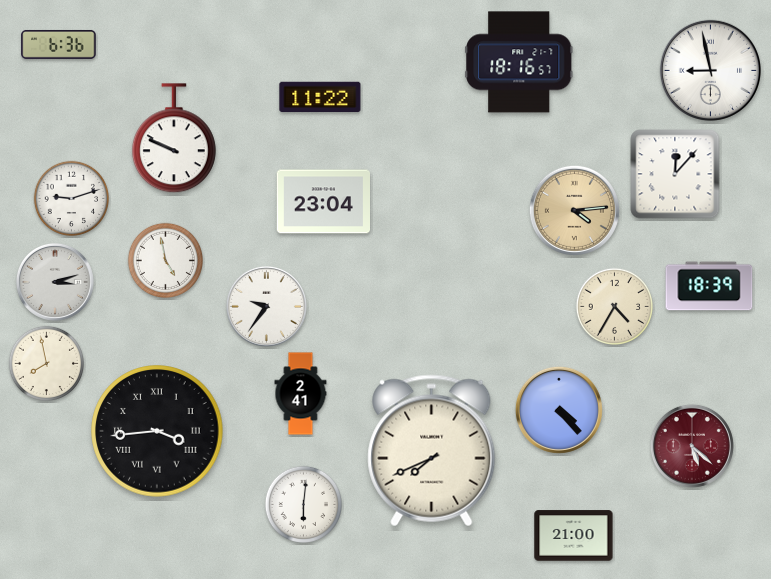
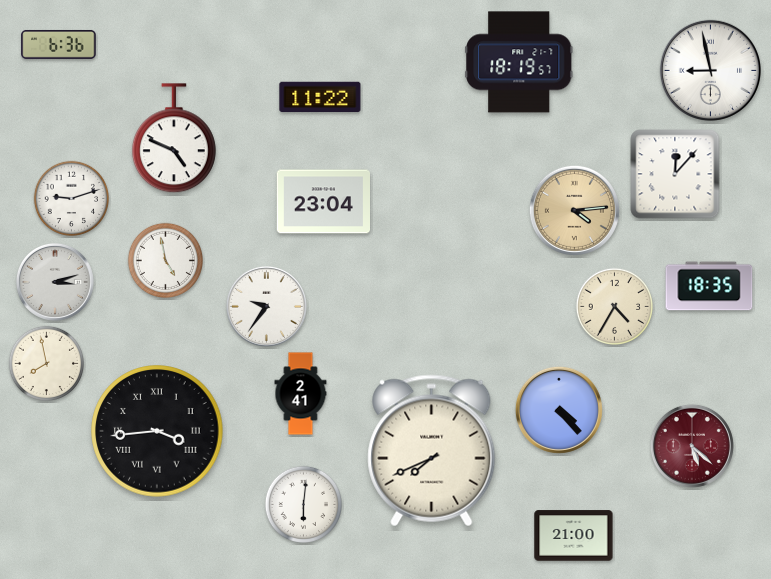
clock at (519, 62): 18:16 -> 18:19
clock at (174, 139): 9:49 -> 4:49
clock at (709, 286): 18:39 -> 18:35
